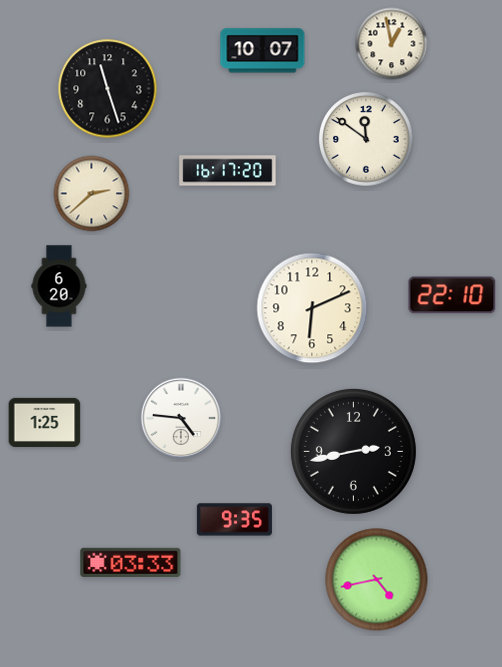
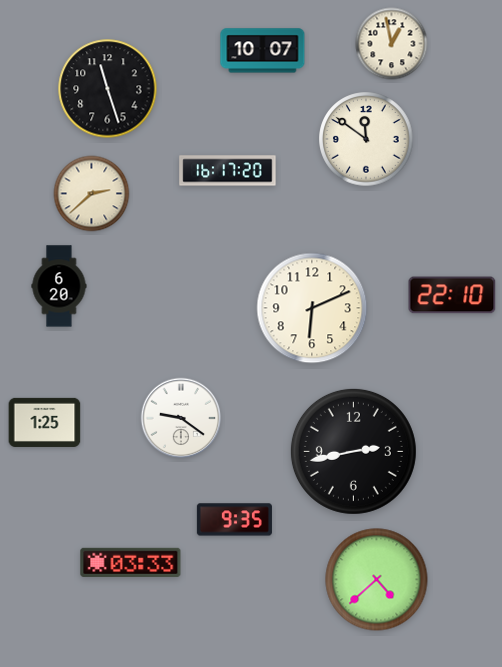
clock at (181, 418): 4:46 -> 9:21
clock at (377, 580): 4:43 -> 4:38
